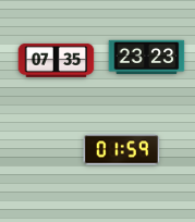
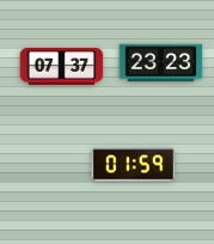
clock at (57, 60): 07:35 -> 07:37
